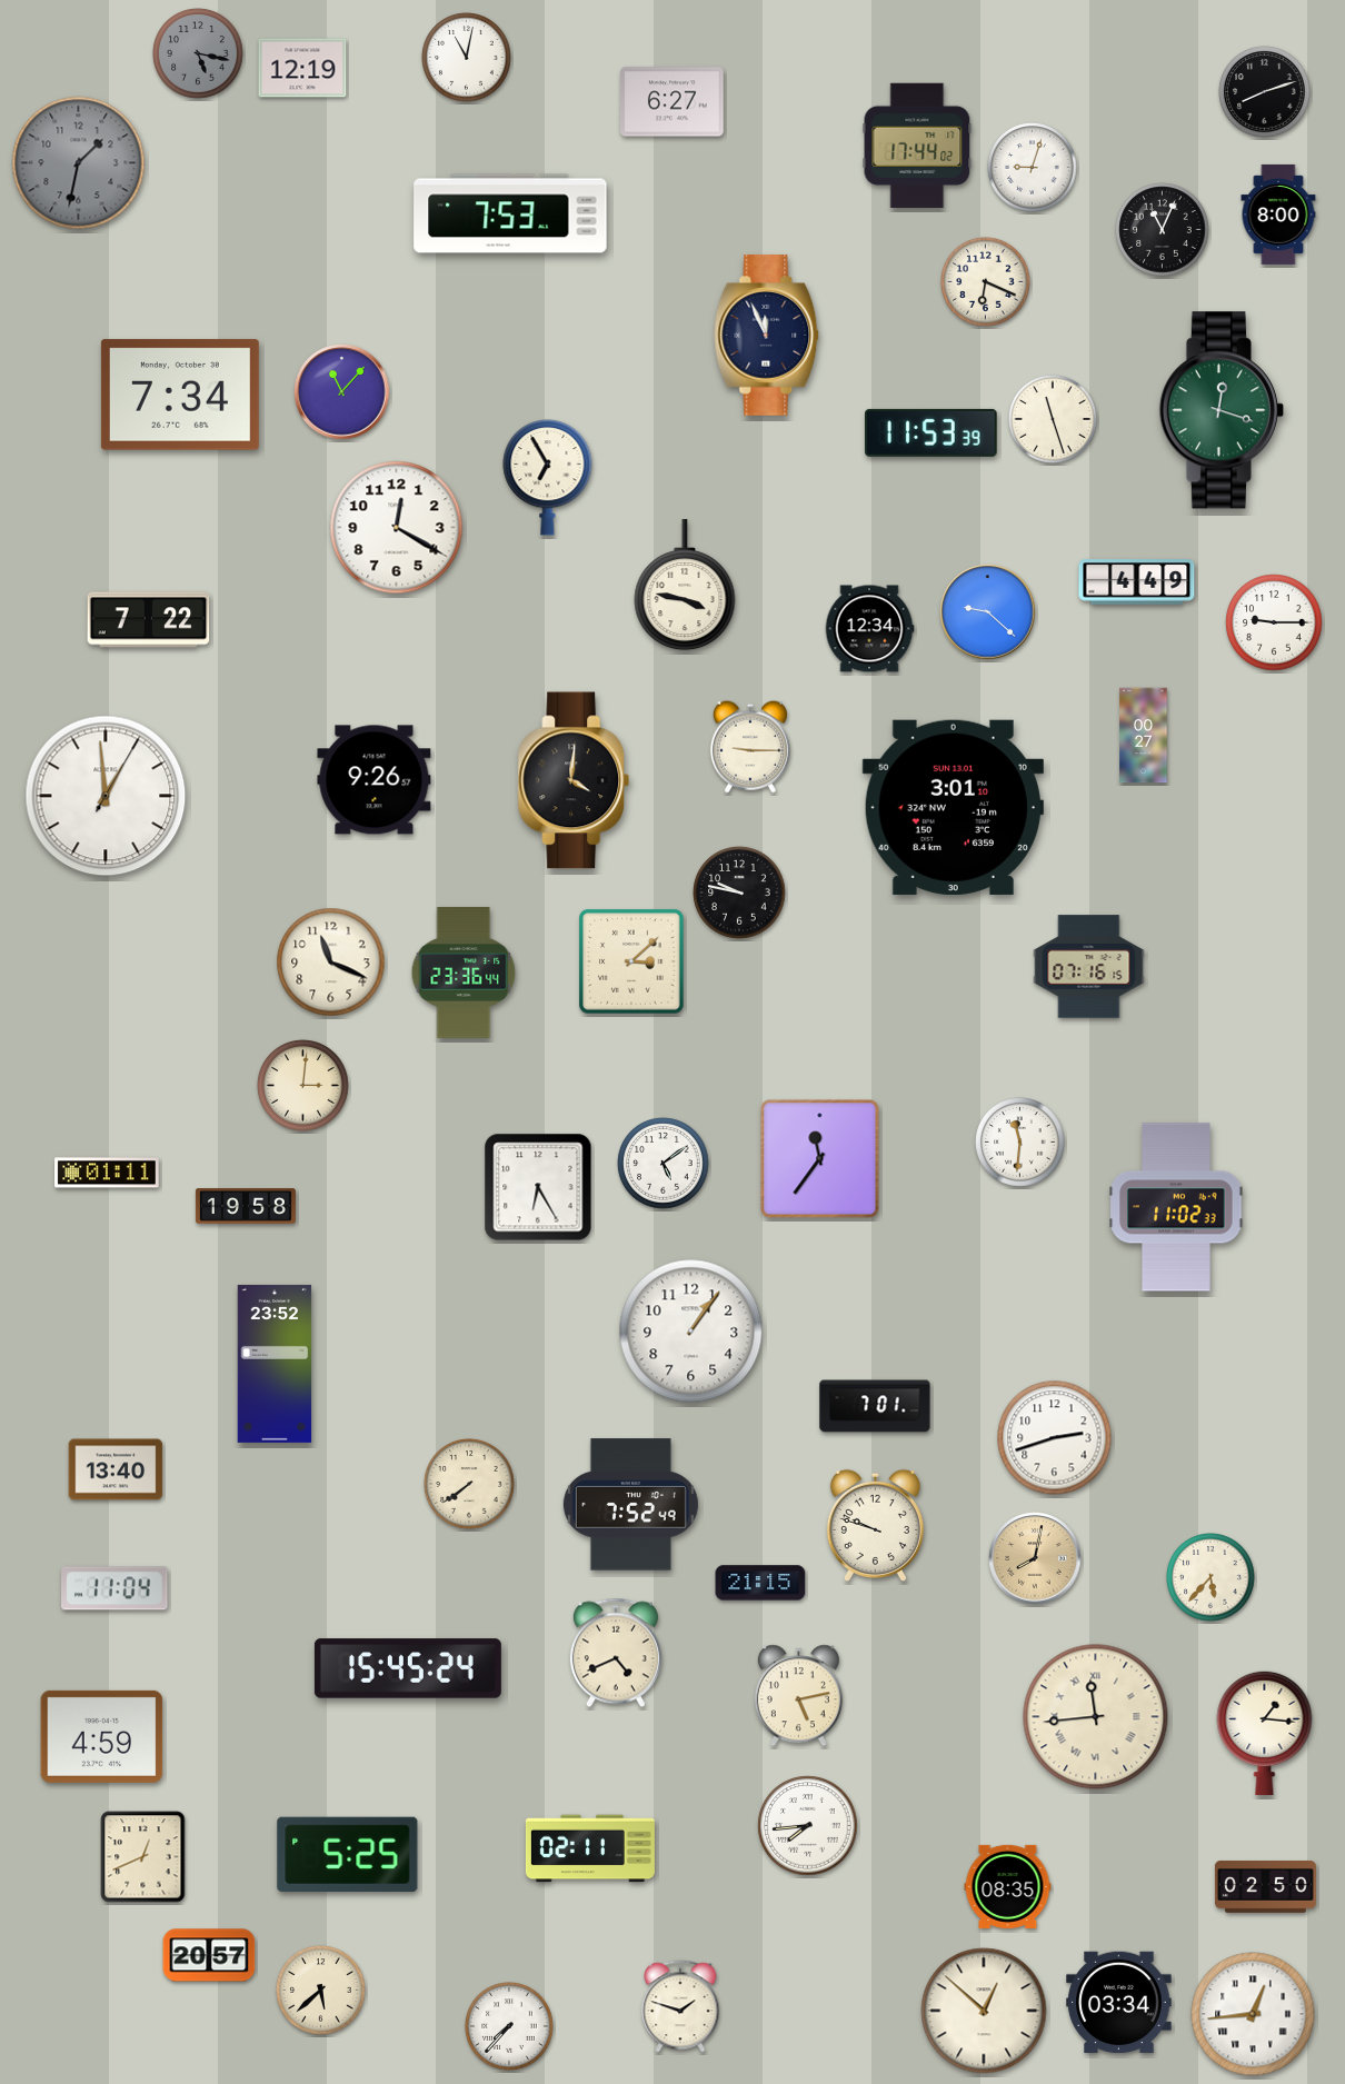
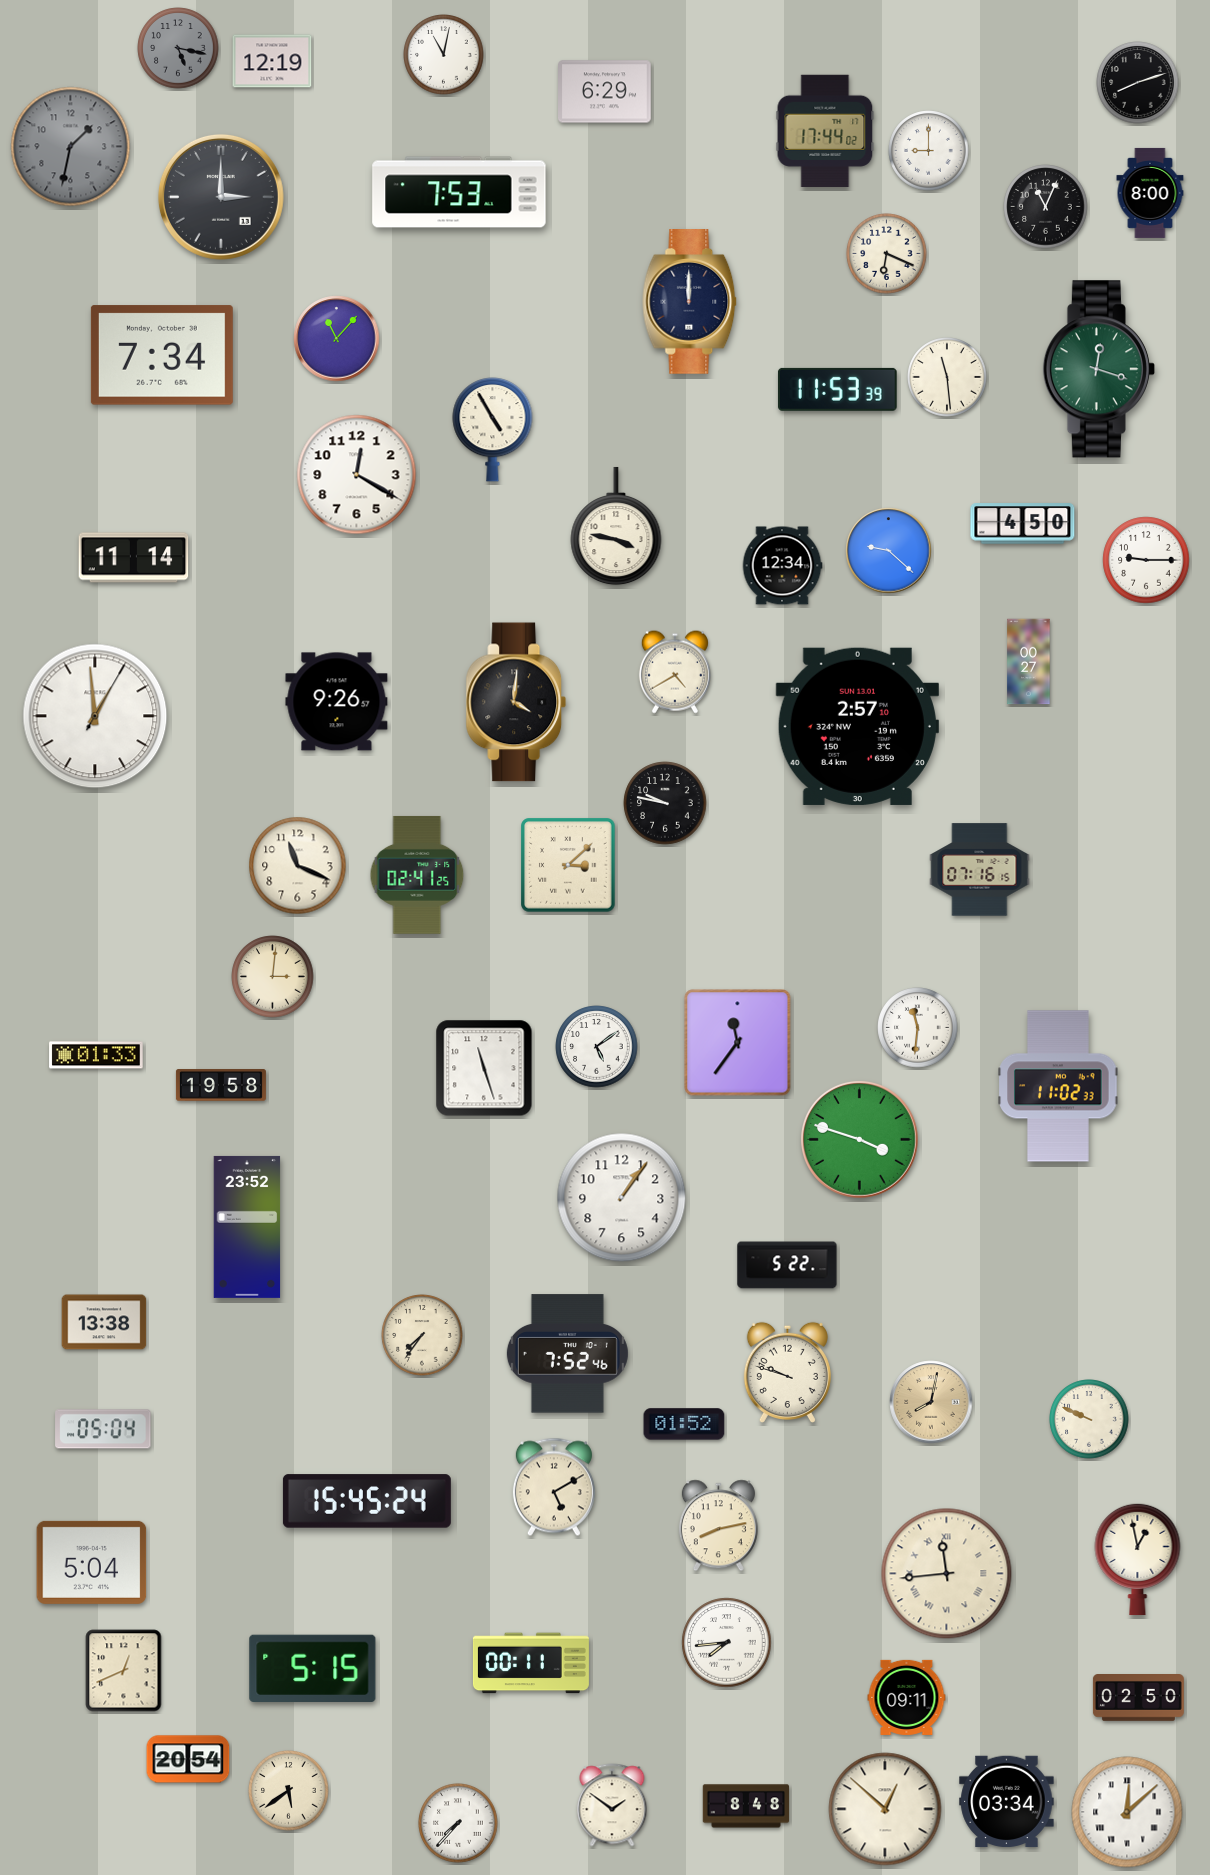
clock at (467, 58) position: (467, 58) -> (444, 55)
clock at (672, 102): 6:27 -> 6:29
clock at (1033, 168): 9:03 -> 9:00
clock at (221, 197): none -> 3:00
clock at (767, 336): 11:56 -> 12:00
clock at (342, 392) position: (342, 392) -> (337, 339)
clock at (1053, 419): 11:27 -> 11:29
clock at (548, 478): 6:55 -> 4:55
clock at (1137, 582): 4:49 -> 4:50
clock at (149, 620): 7:22 -> 11:14
clock at (750, 747): 9:15 -> 4:40
clock at (953, 807): 3:01 -> 2:57
clock at (464, 973): 23:36 -> 02:41
clock at (107, 1173): 01:11 -> 01:33
clock at (538, 1187): 6:25 -> 11:27
clock at (859, 1139): none -> 3:48
clock at (875, 1406): 7:01 -> 5:22
clock at (1055, 1438): 2:42 -> none
clock at (116, 1469): 13:40 -> 13:38
clock at (469, 1484): 7:39 -> 7:36
clock at (630, 1505): 7:52:49 -> 7:52:46
clock at (1210, 1577): 5:37 -> 9:49
clock at (760, 1583): 21:15 -> 01:52
clock at (114, 1588): 11:04 -> 05:04
clock at (616, 1653): 4:41 -> 5:10
clock at (798, 1696): 5:13 -> 8:13
clock at (1096, 1717) position: (1096, 1717) -> (947, 1574)
clock at (1265, 1733): 1:16 -> 12:58
clock at (102, 1736): 4:59 -> 5:04
clock at (590, 1848): 02:11 -> 00:11
clock at (348, 1854): 5:25 -> 5:15
clock at (143, 1857) position: (143, 1857) -> (124, 1671)
clock at (1008, 1886): 08:35 -> 09:11
clock at (209, 1955): 20:57 -> 20:54
clock at (321, 1991): 5:38 -> 5:39
clock at (680, 2006): 1:48 -> 1:51
clock at (746, 1806): none -> 8:48
clock at (1253, 2014): 12:44 -> 12:08
